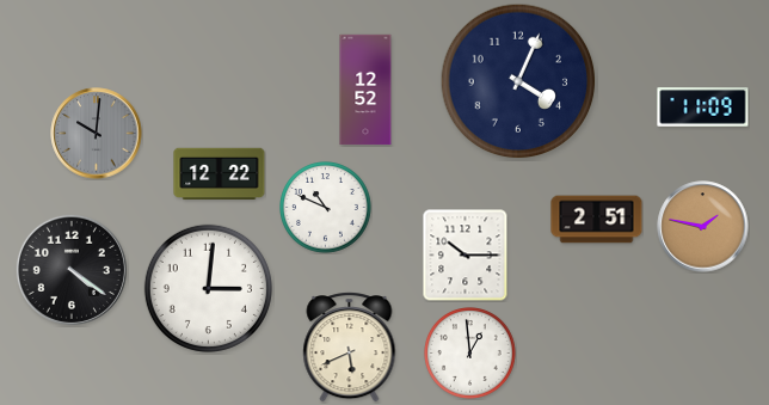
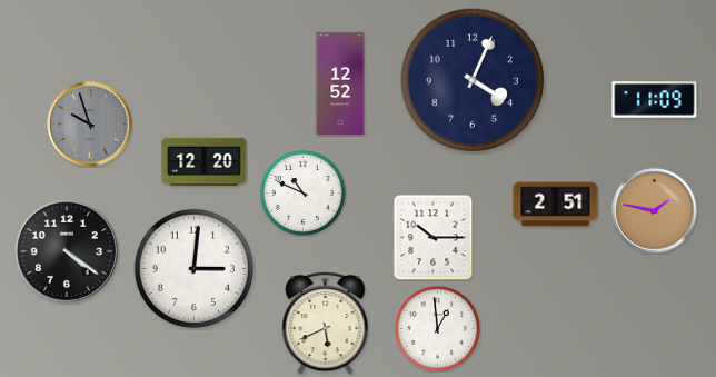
clock at (518, 81) position: (518, 81) -> (473, 80)
clock at (97, 134): 10:01 -> 9:57
clock at (220, 174): 12:22 -> 12:20
